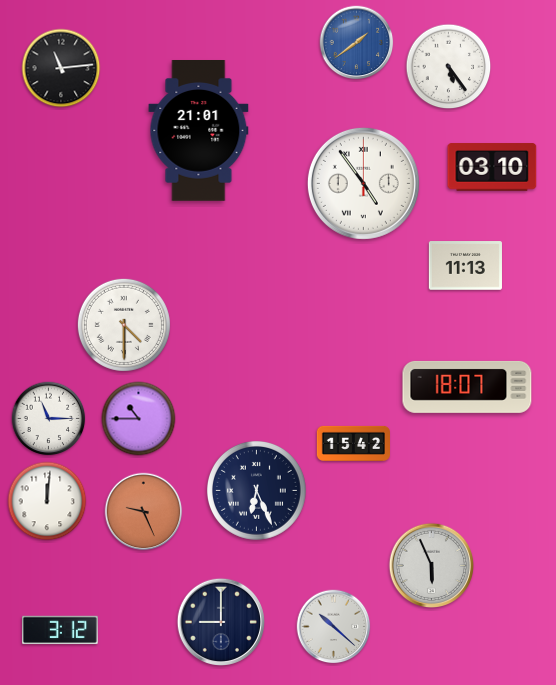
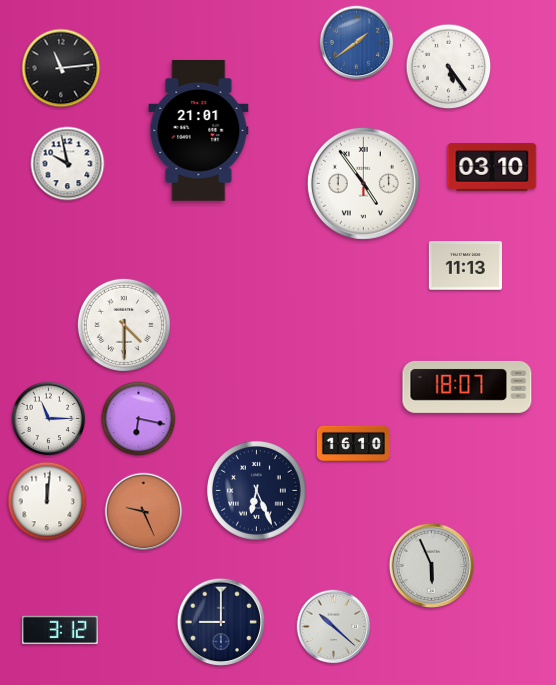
clock at (68, 164): none -> 9:58
clock at (139, 419): 10:45 -> 6:17
clock at (353, 443): 15:42 -> 16:10
